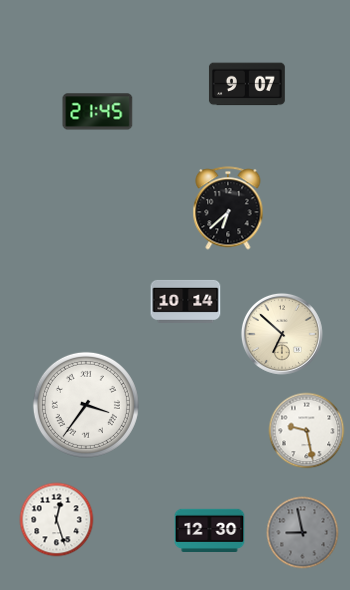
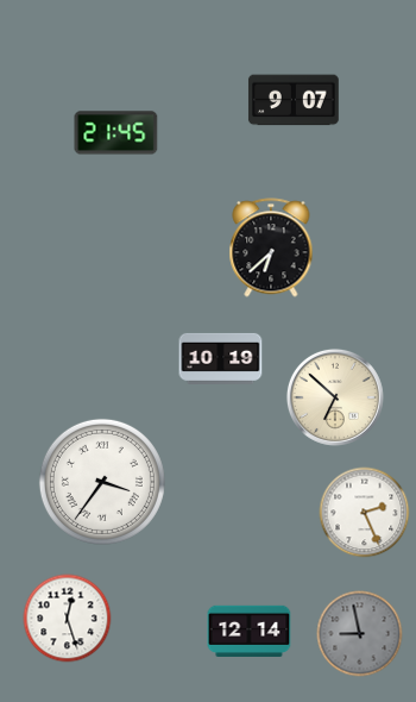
clock at (186, 301): 10:14 -> 10:19
clock at (307, 431): 9:28 -> 2:26
clock at (210, 530): 12:30 -> 12:14
